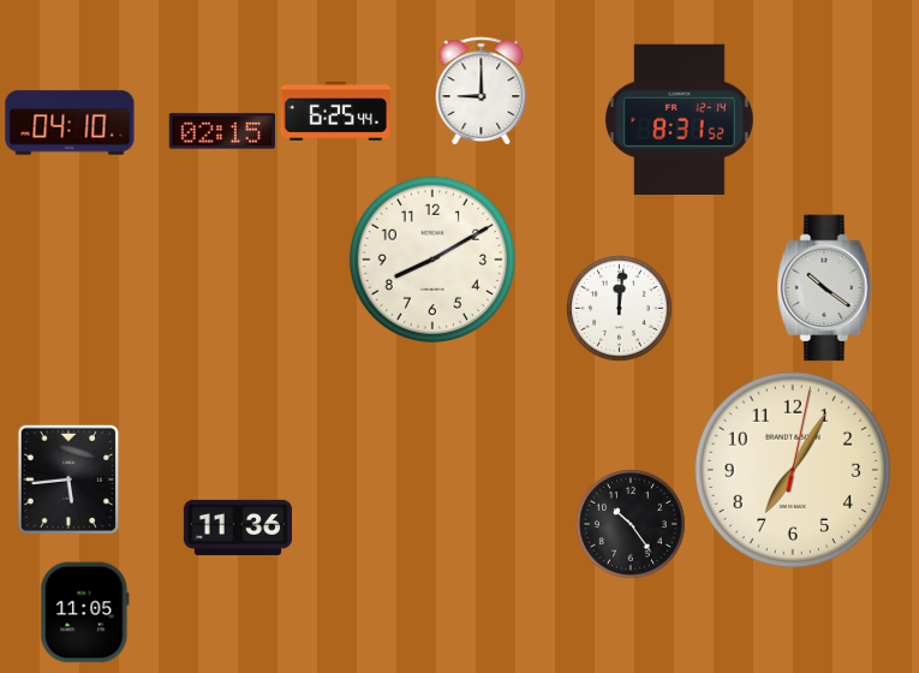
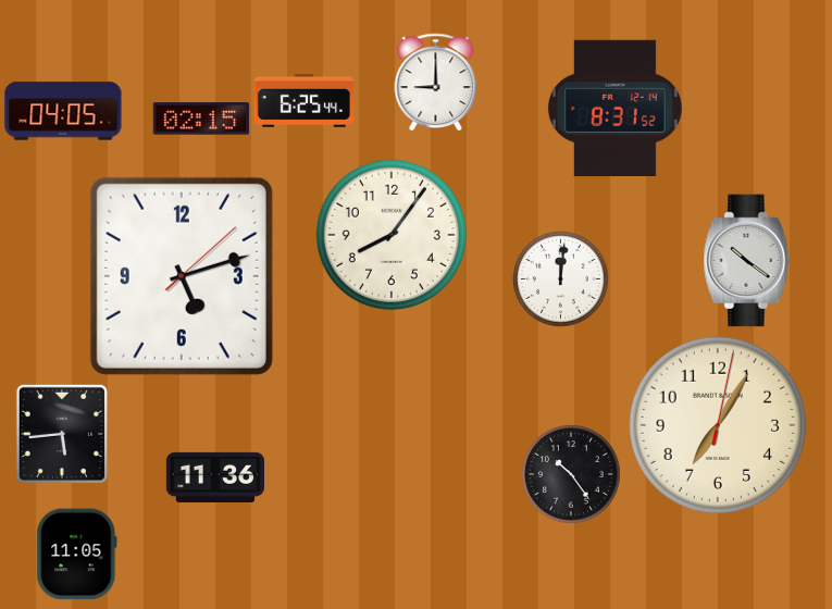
clock at (70, 123): 04:10 -> 04:05
clock at (432, 260): 8:10 -> 8:06
clock at (182, 276): none -> 5:12
